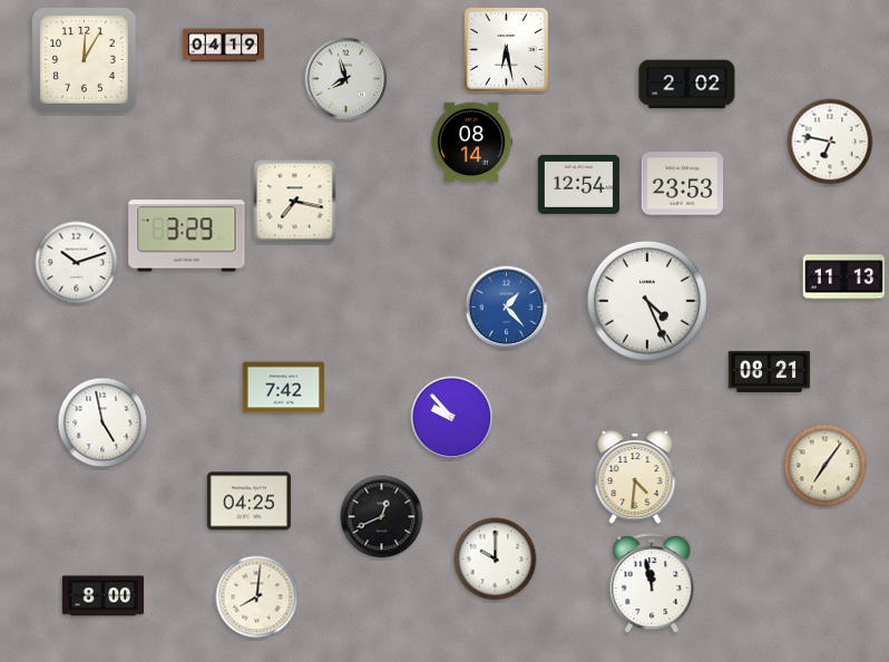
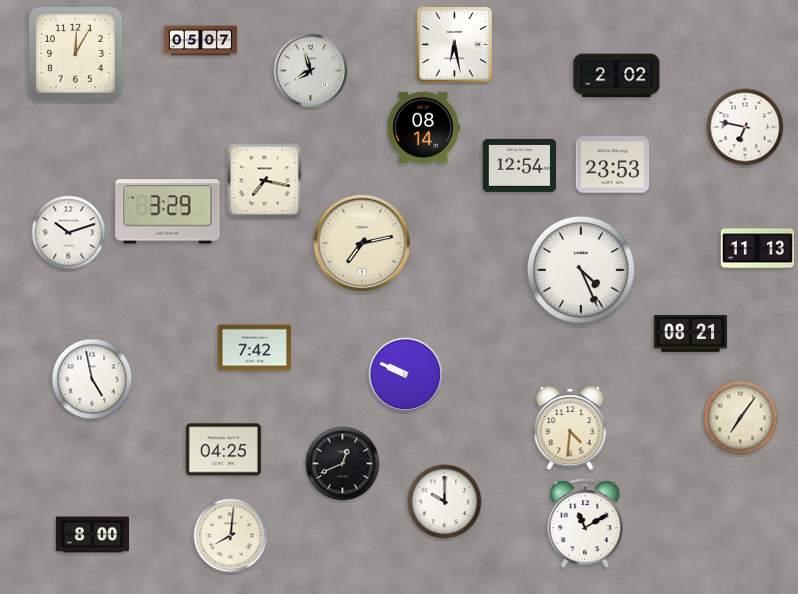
clock at (224, 46): 04:19 -> 05:07
clock at (77, 263) position: (77, 263) -> (69, 233)
clock at (362, 243): none -> 7:13
clock at (507, 308): 1:23 -> none
clock at (452, 418): 9:53 -> 9:49
clock at (652, 584): 11:58 -> 11:10
